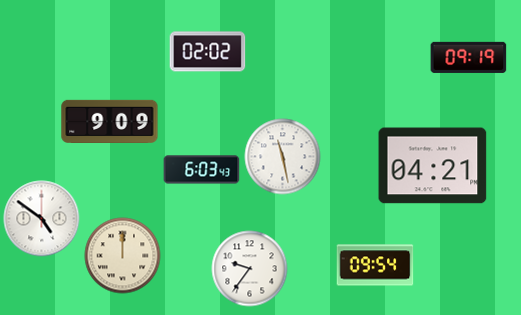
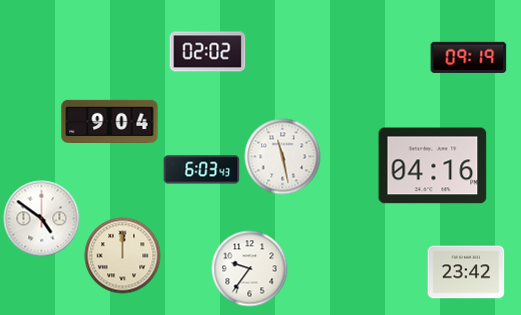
clock at (110, 121): 9:09 -> 9:04
clock at (433, 166): 04:21 -> 04:16
clock at (375, 265): 09:54 -> none
clock at (466, 272): none -> 23:42
